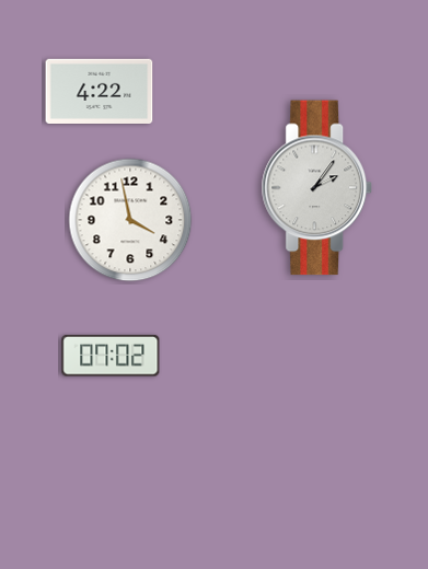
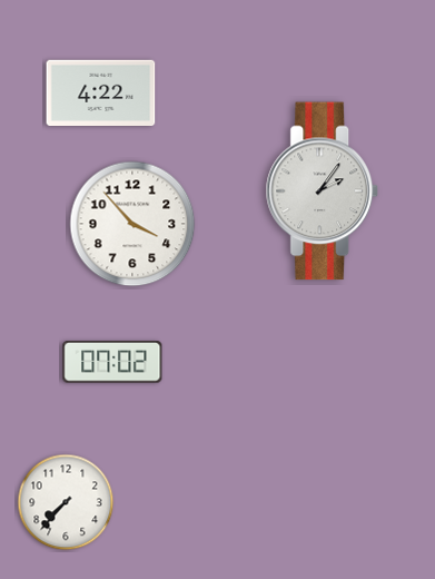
clock at (130, 220): 3:58 -> 3:53
clock at (66, 502): none -> 7:37
